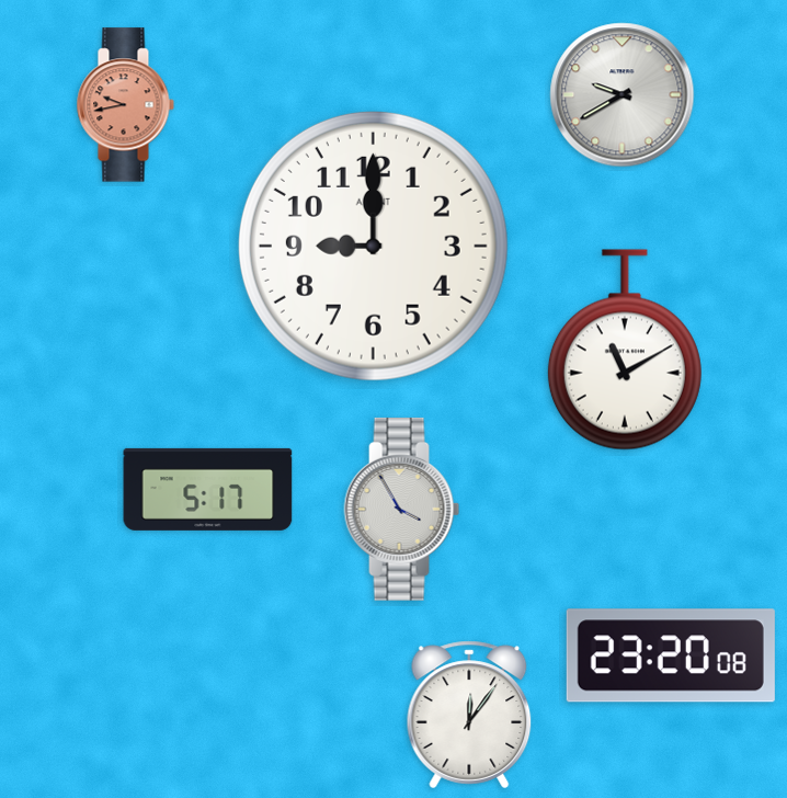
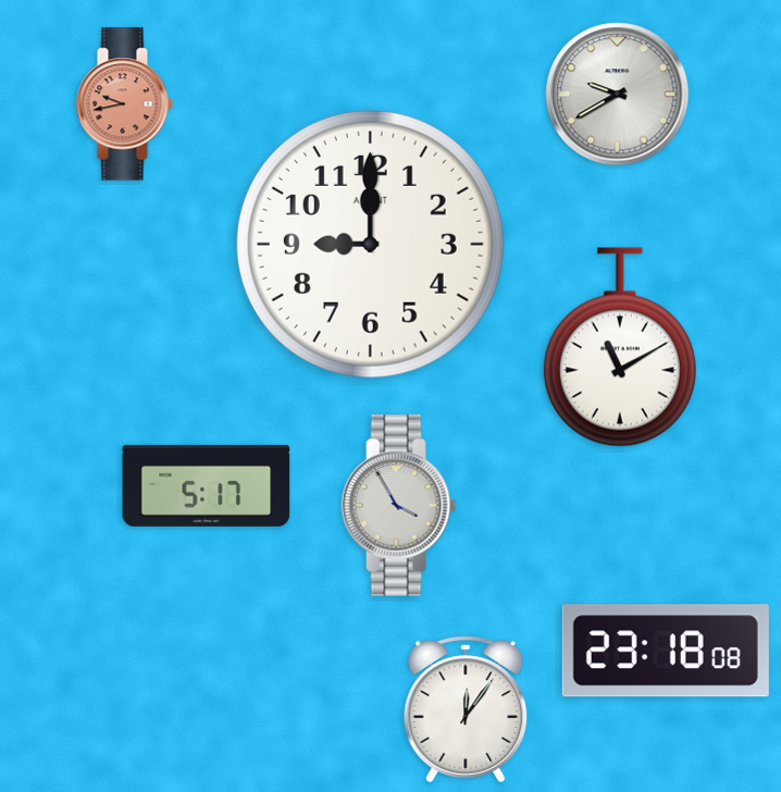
clock at (671, 656): 23:20 -> 23:18
